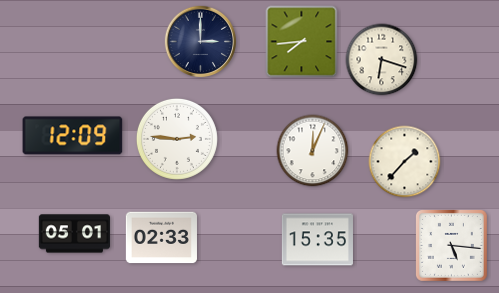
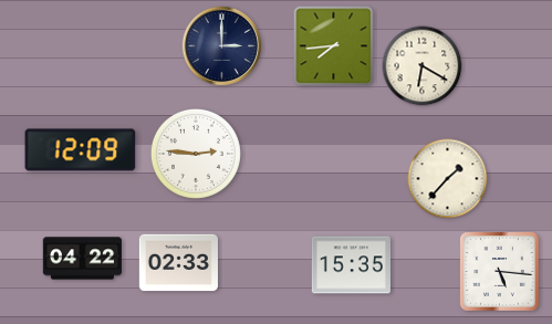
clock at (382, 60): 6:18 -> 6:20
clock at (313, 151): 12:04 -> none
clock at (74, 234): 05:01 -> 04:22
